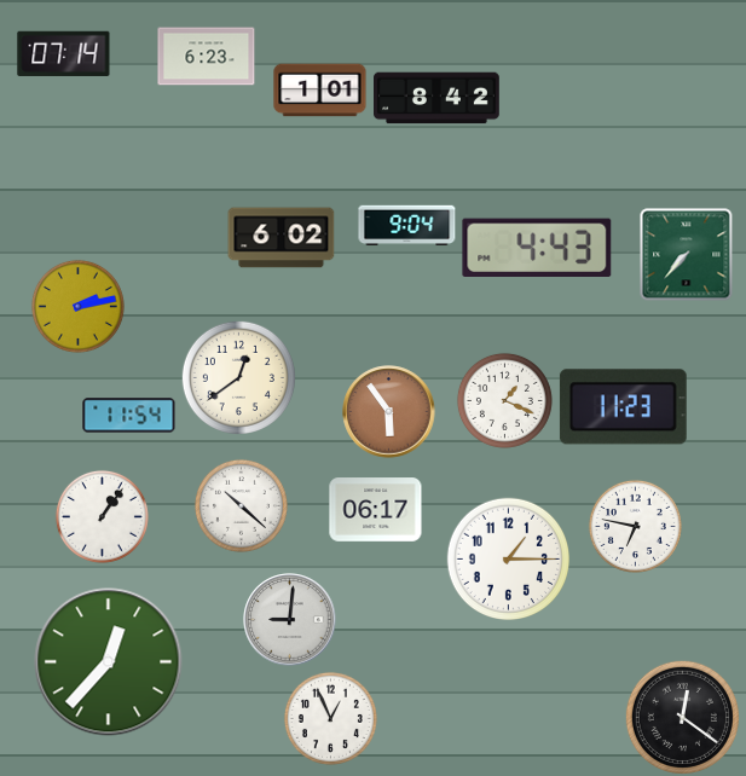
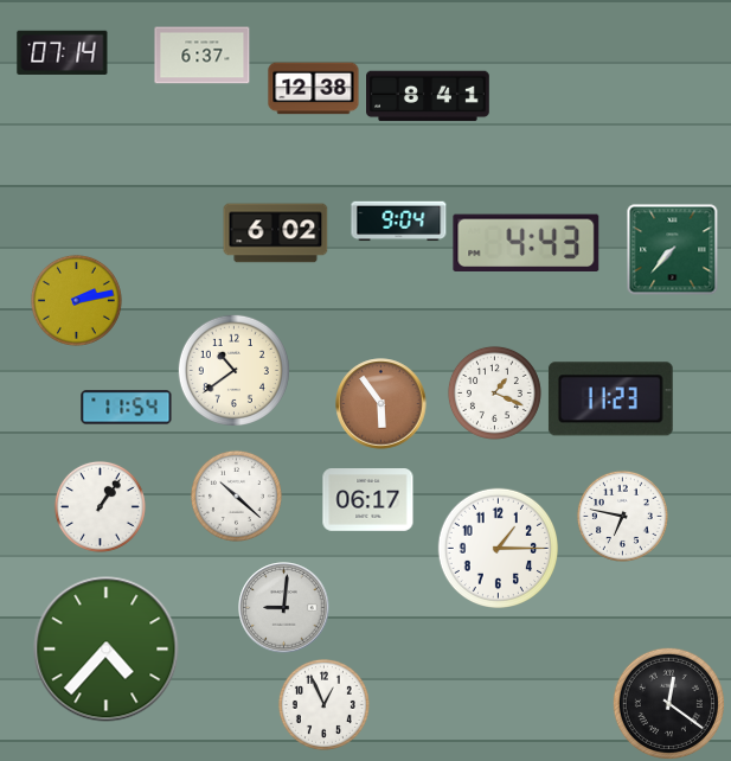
clock at (207, 57): 6:23 -> 6:37
clock at (320, 91): 1:01 -> 12:38
clock at (438, 98): 8:42 -> 8:41
clock at (238, 377): 12:39 -> 10:39
clock at (109, 662): 12:37 -> 4:37
